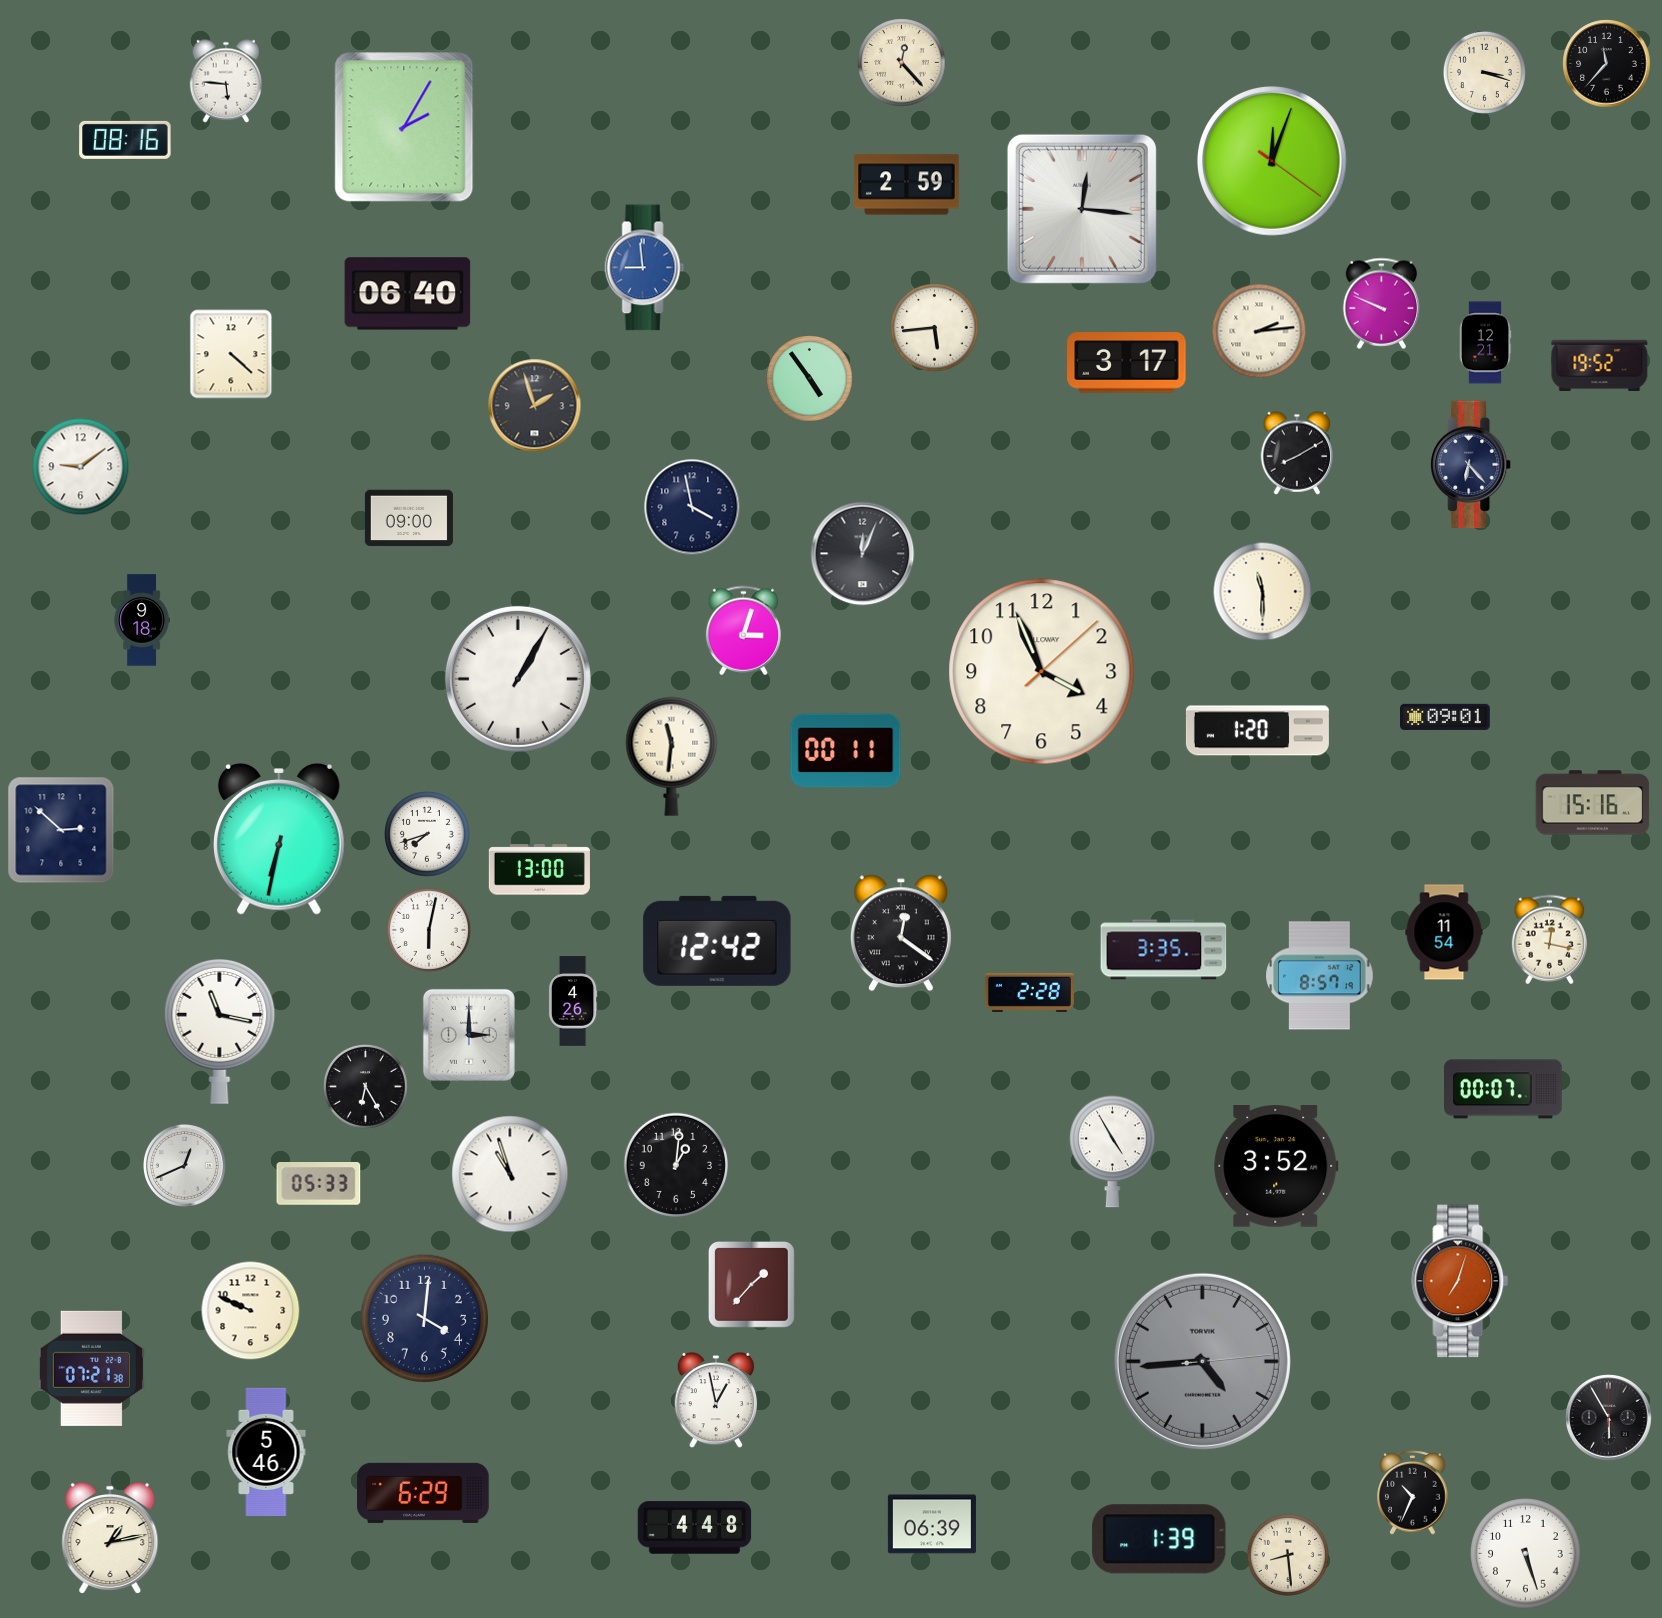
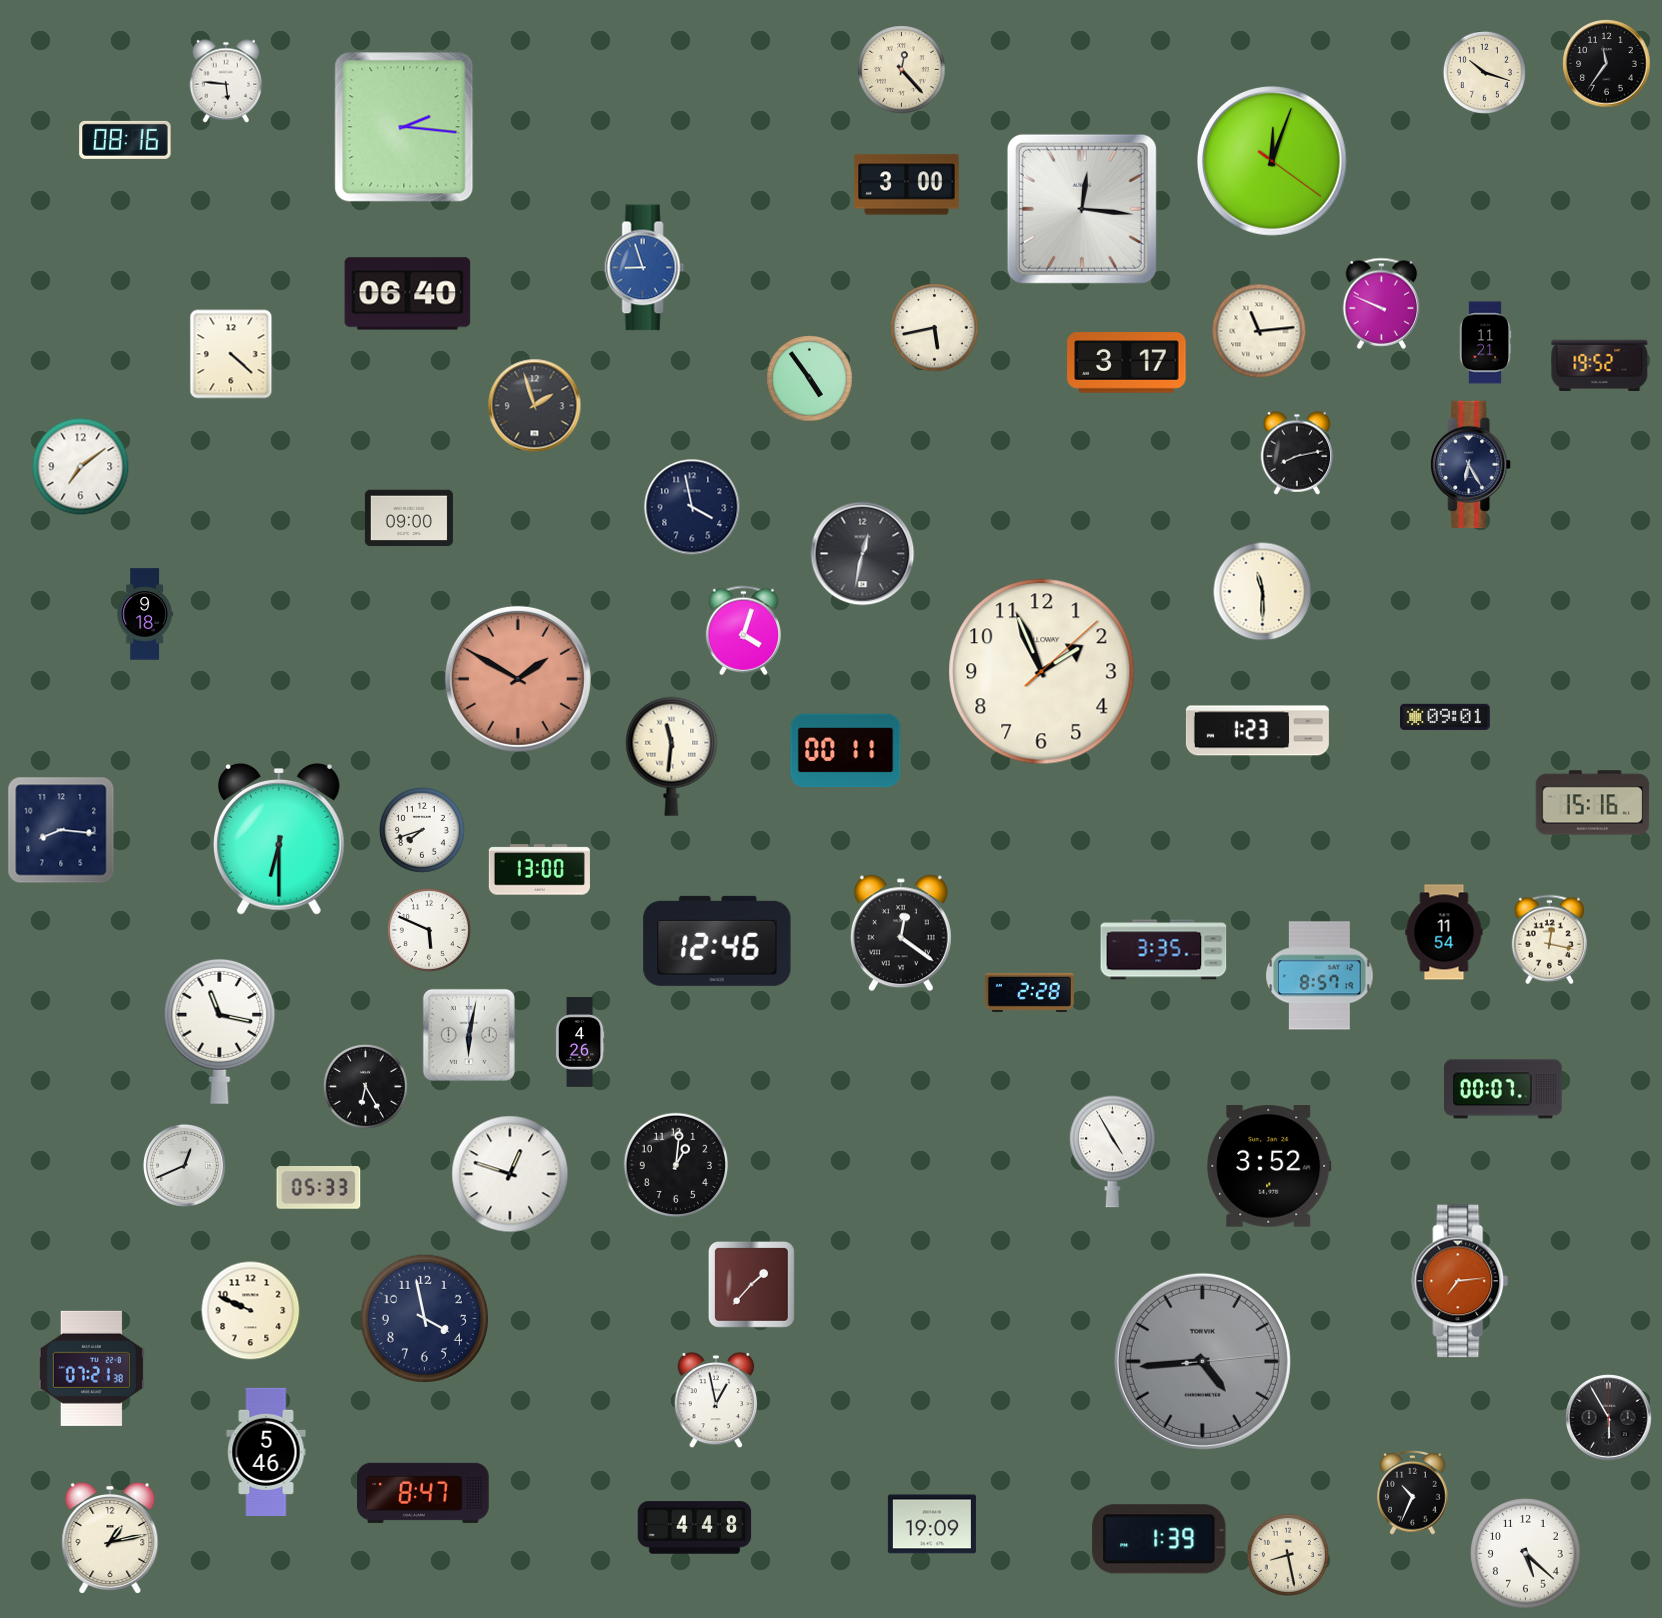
clock at (902, 63) position: (902, 63) -> (902, 70)
clock at (1607, 64): 11:37 -> 11:36
clock at (1484, 72): 3:18 -> 10:18
clock at (404, 127): 2:05 -> 2:16
clock at (907, 185): 2:59 -> 3:00
clock at (645, 268): 8:59 -> 8:57
clock at (935, 328): 5:44 -> 5:43
clock at (1259, 331): 2:14 -> 11:14
clock at (1485, 343): 12:21 -> 11:21
clock at (1297, 453): 8:10 -> 8:13
clock at (1471, 465): 6:23 -> 6:25
clock at (81, 467): 9:09 -> 7:09
clock at (863, 554): 12:04 -> 12:32
clock at (142, 620) position: (142, 620) -> (145, 614)
clock at (743, 631): 3:03 -> 4:03
clock at (1042, 672): 3:56 -> 1:56
clock at (518, 679): 1:05 -> 1:50
clock at (518, 679) dial: white -> salmon
clock at (1257, 731): 1:20 -> 1:23
clock at (61, 830): 2:52 -> 8:16
clock at (428, 835) position: (428, 835) -> (423, 831)
clock at (279, 840): 6:32 -> 6:30
clock at (429, 930): 6:02 -> 5:49
clock at (717, 941): 12:42 -> 12:46
clock at (573, 1001) position: (573, 1001) -> (580, 1042)
clock at (469, 1035): 3:00 -> 6:02
clock at (1276, 1166) position: (1276, 1166) -> (1269, 1166)
clock at (510, 1174): 10:57 -> 12:48
clock at (319, 1184) position: (319, 1184) -> (319, 1188)
clock at (1460, 1281): 7:03 -> 7:14
clock at (424, 1318): 4:01 -> 3:58
clock at (423, 1493): 6:29 -> 8:47
clock at (932, 1524): 06:39 -> 19:09
clock at (1526, 1554): 5:27 -> 5:22
clock at (1288, 1555): 8:29 -> 8:28
